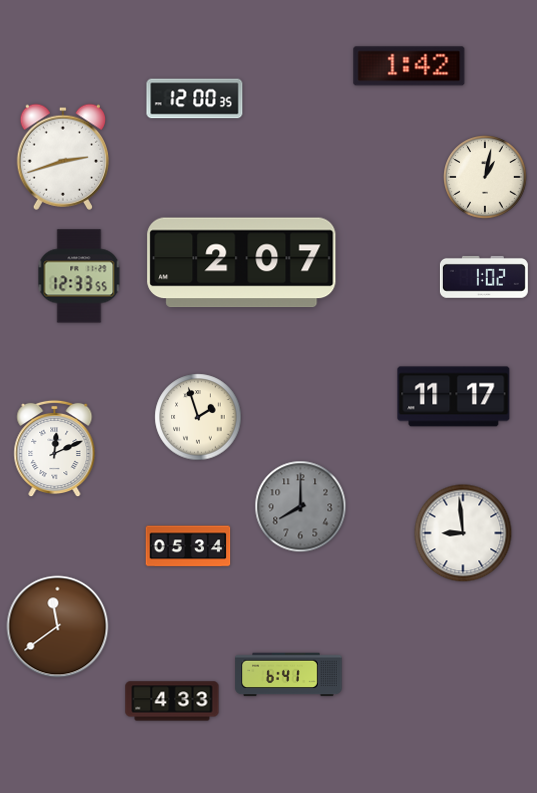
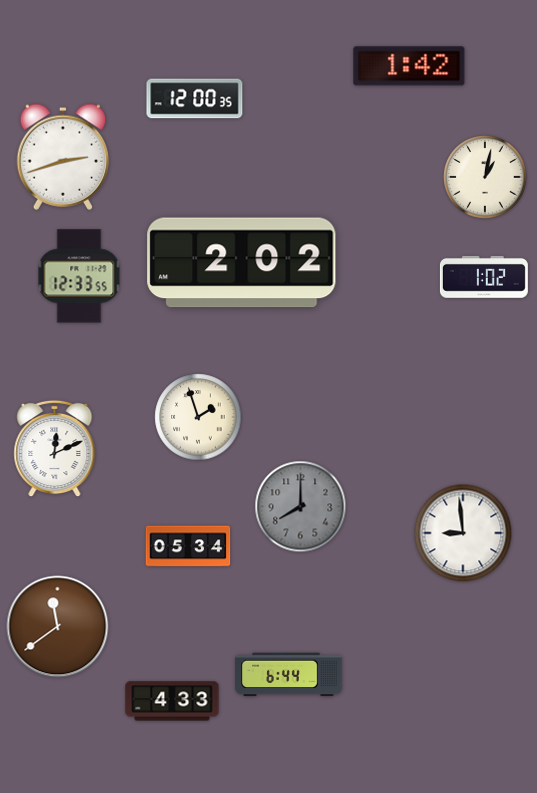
clock at (242, 263): 2:07 -> 2:02
clock at (454, 397): 11:17 -> none
clock at (289, 675): 6:41 -> 6:44
